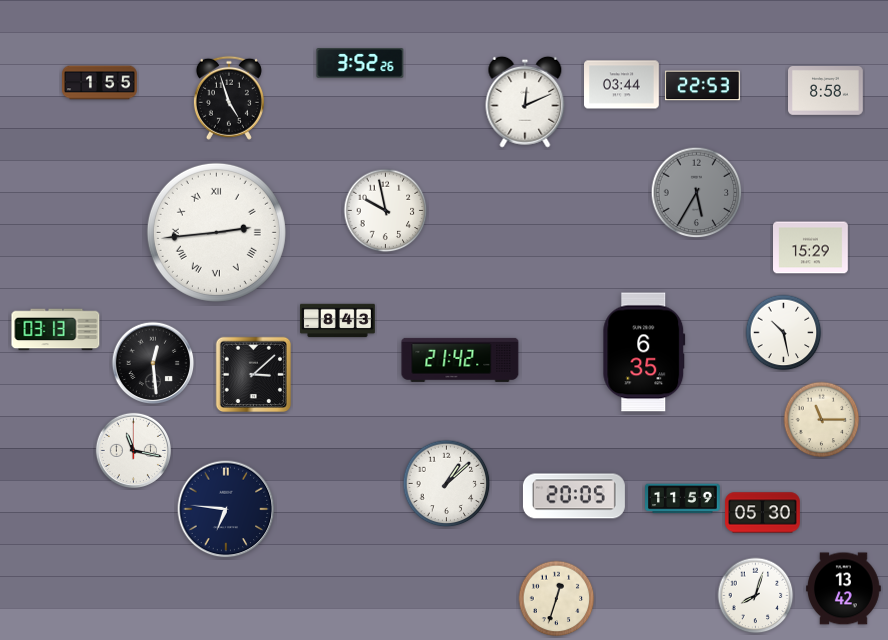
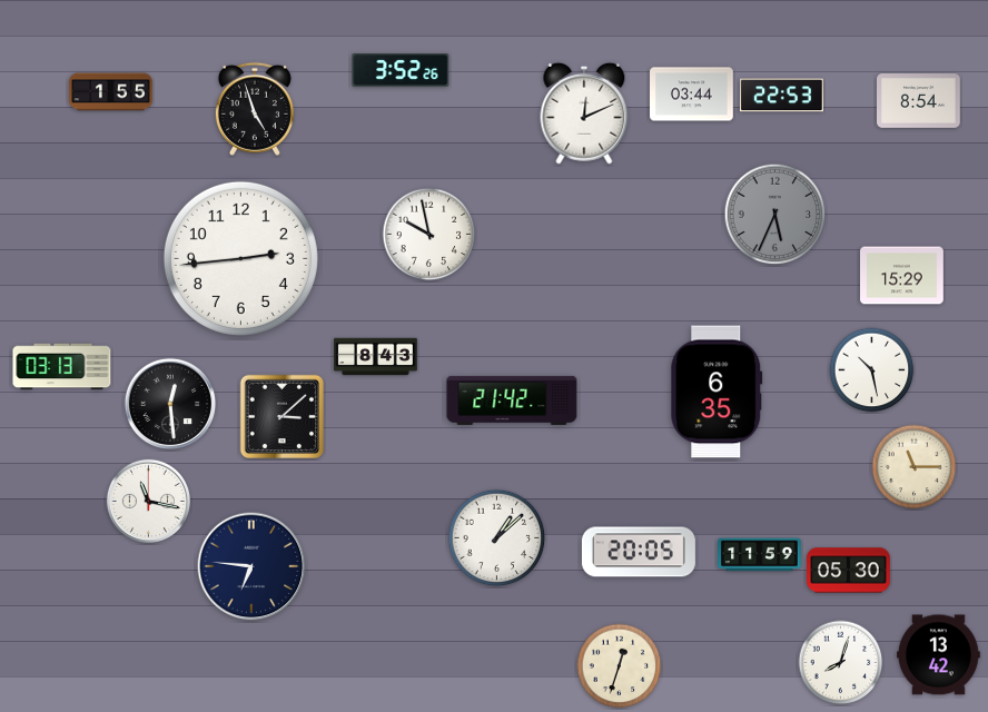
clock at (826, 91): 8:58 -> 8:54
clock at (697, 193): 5:35 -> 5:34
clock at (216, 232) numerals: Roman -> Arabic
